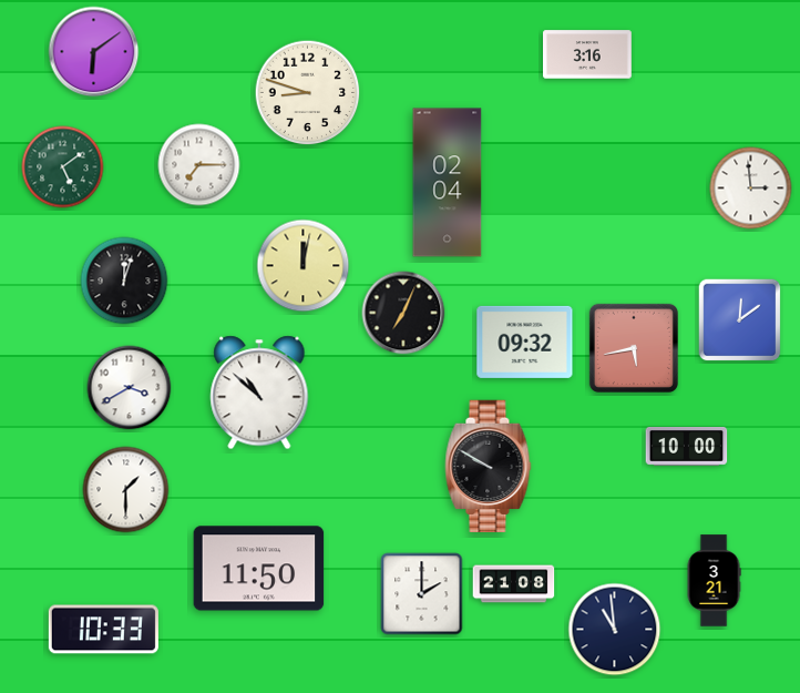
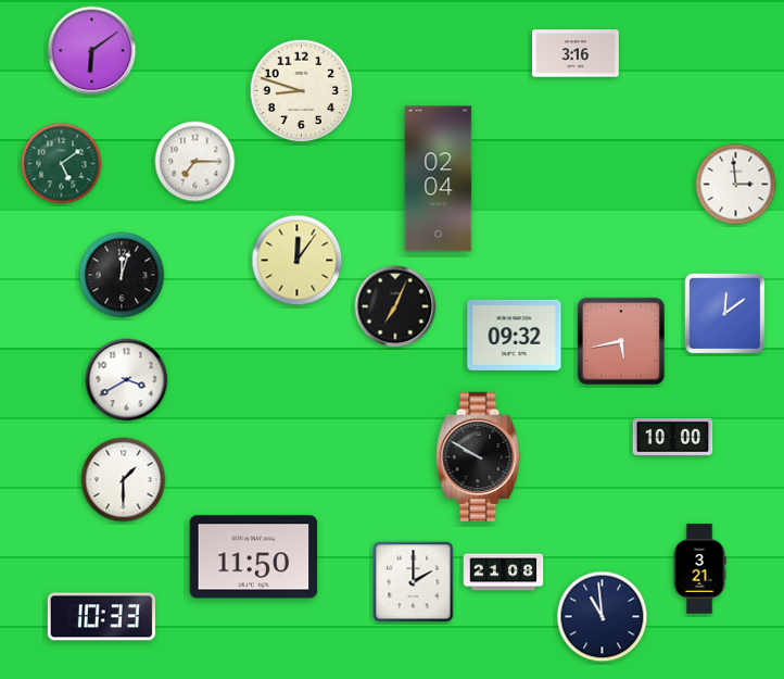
clock at (304, 266): 12:02 -> 12:06
clock at (259, 393): 10:52 -> none
